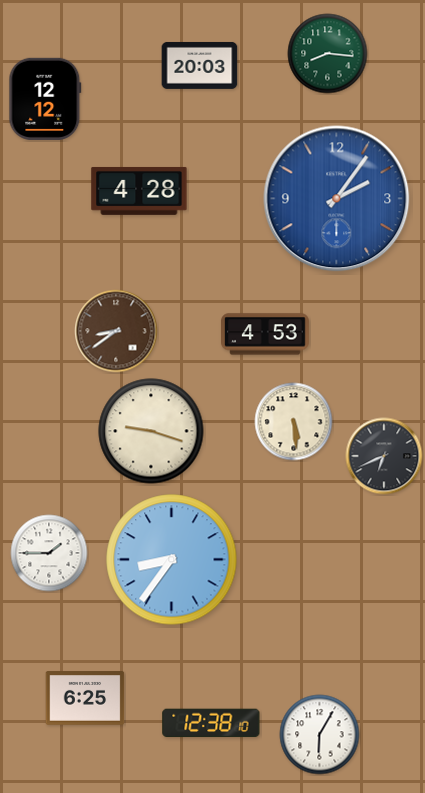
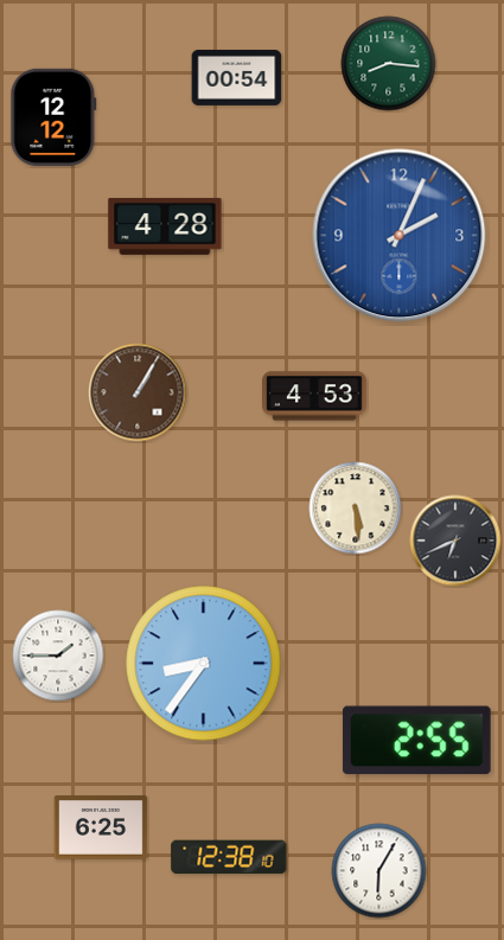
clock at (200, 65): 20:03 -> 00:54
clock at (337, 199): 2:06 -> 2:04
clock at (116, 331): 8:39 -> 1:05
clock at (294, 422) position: (294, 422) -> (356, 509)
clock at (151, 431): 9:18 -> none
clock at (416, 741): none -> 2:55
clock at (211, 723) position: (211, 723) -> (229, 857)
